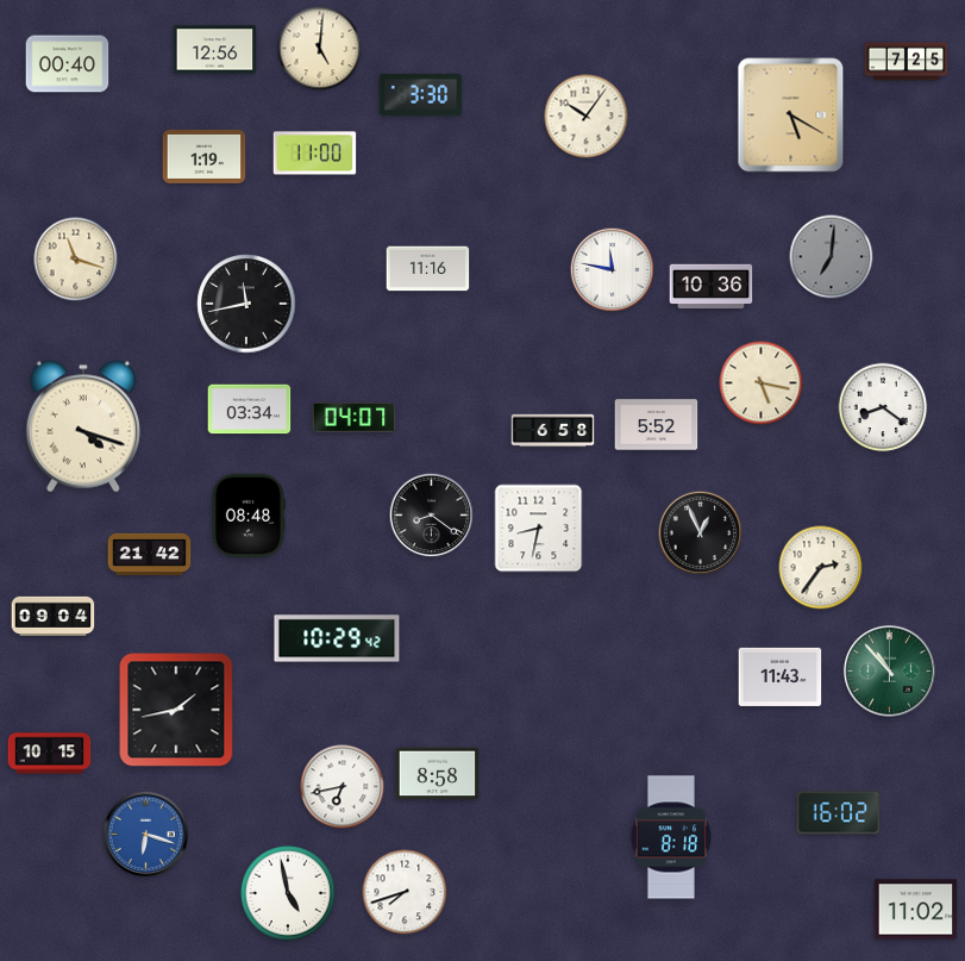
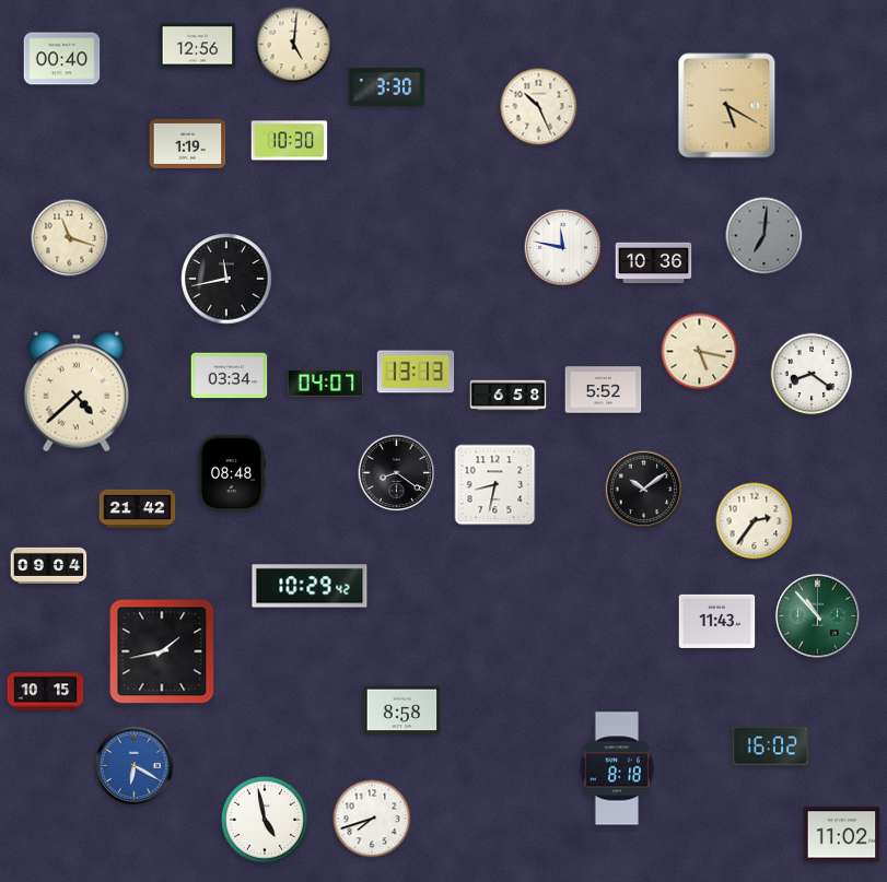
clock at (907, 62): 7:25 -> none
clock at (587, 117): 10:06 -> 10:26
clock at (315, 154): 11:00 -> 10:30
clock at (428, 269): 11:16 -> none
clock at (416, 372): none -> 13:13
clock at (83, 426): 4:18 -> 4:38
clock at (249, 516) position: (249, 516) -> (232, 473)
clock at (701, 533): 12:56 -> 10:09
clock at (343, 787): 6:43 -> none
clock at (145, 834): 6:18 -> 6:20
